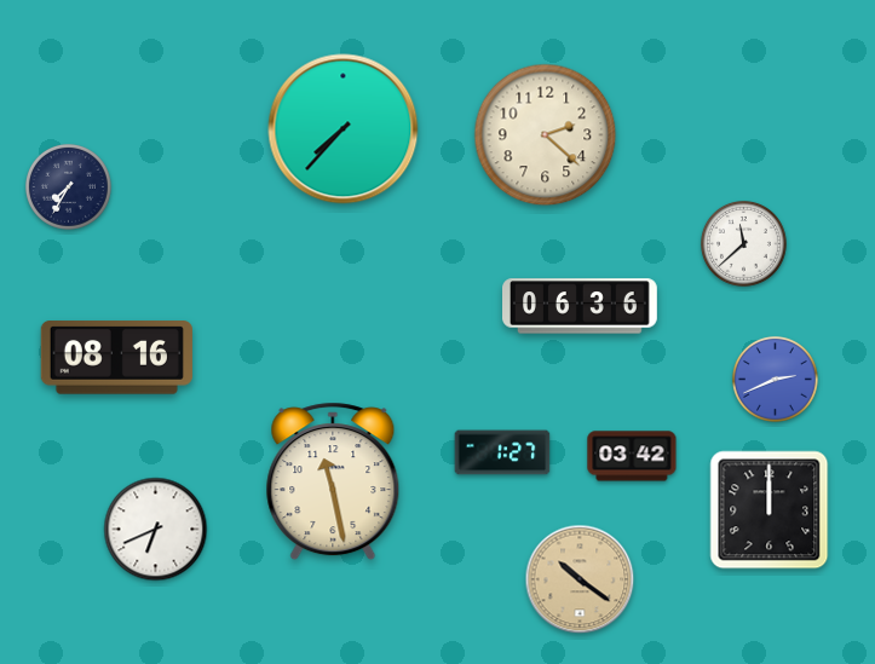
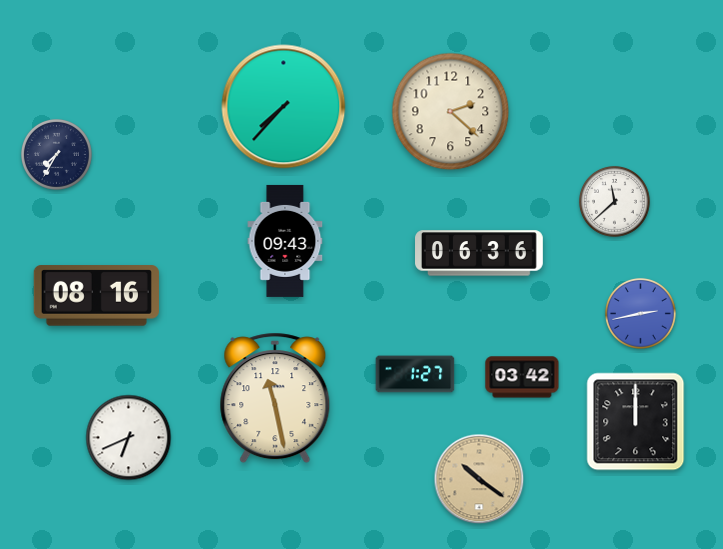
clock at (285, 241): none -> 09:43
clock at (775, 379): 2:41 -> 2:43
